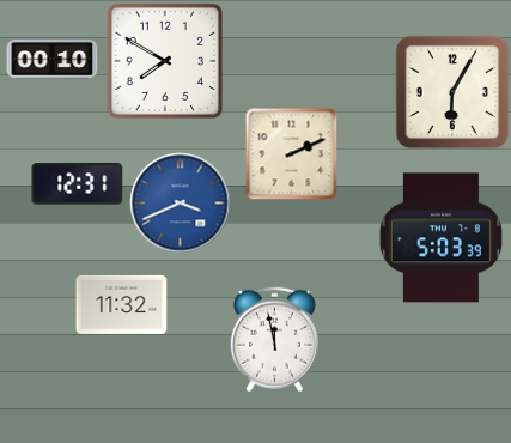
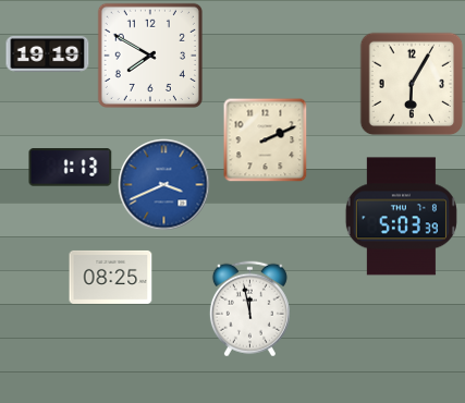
clock at (53, 59): 00:10 -> 19:19
clock at (78, 184): 12:31 -> 1:13
clock at (122, 304): 11:32 -> 08:25
